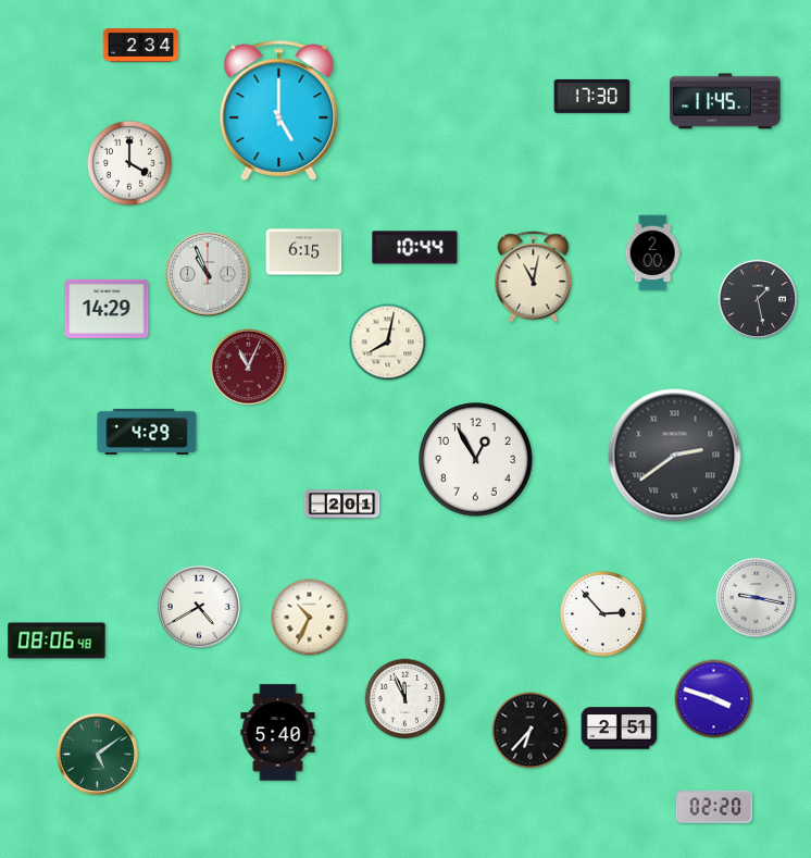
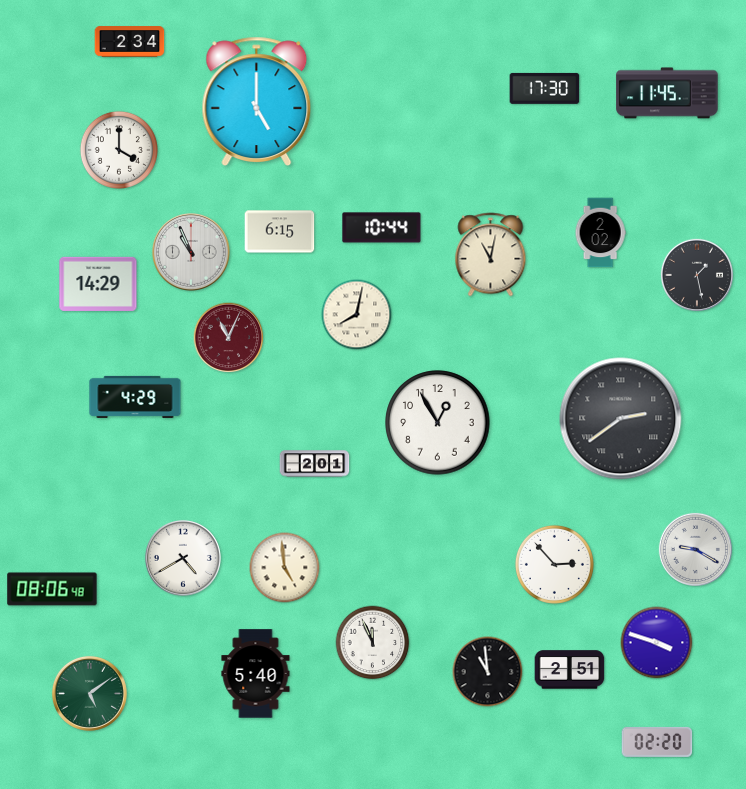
clock at (652, 253): 2:00 -> 2:02
clock at (756, 597): 9:17 -> 9:20
clock at (310, 618): 10:34 -> 4:59
clock at (531, 731): 6:37 -> 10:59
